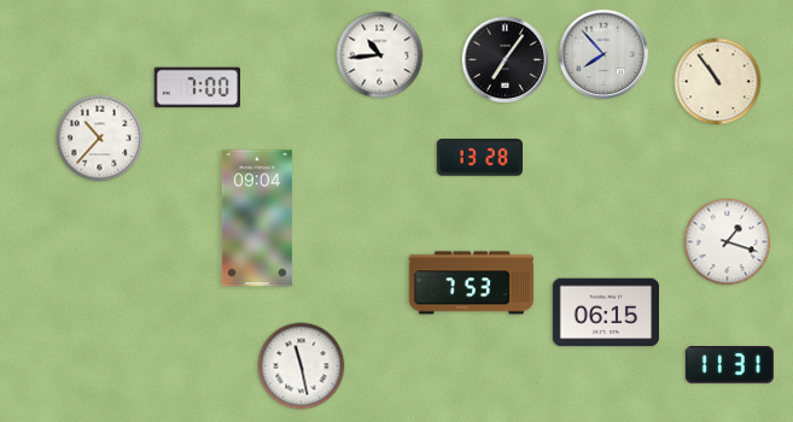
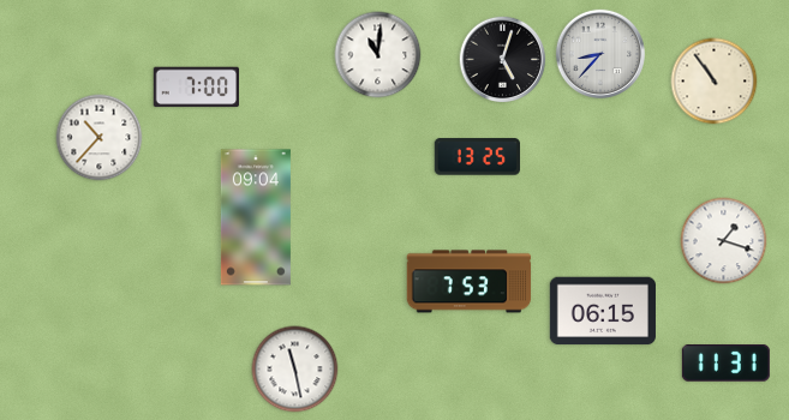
clock at (602, 53): 7:53 -> 8:37
clock at (380, 55): 10:44 -> 11:01
clock at (506, 60): 7:06 -> 5:03
clock at (479, 158): 13:28 -> 13:25
clock at (302, 367) position: (302, 367) -> (295, 370)
